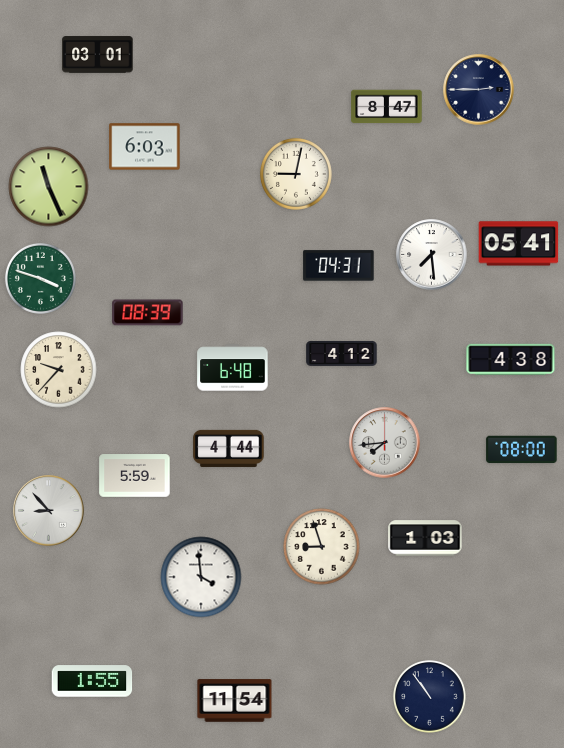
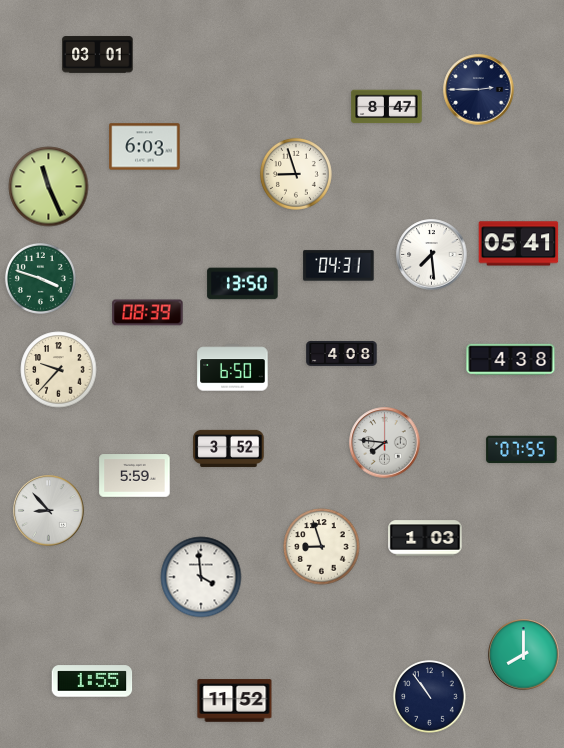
clock at (296, 174): 9:02 -> 8:57
clock at (243, 284): none -> 13:50
clock at (342, 353): 4:12 -> 4:08
clock at (233, 368): 6:48 -> 6:50
clock at (385, 443): 7:44 -> 7:46
clock at (229, 448): 4:44 -> 3:52
clock at (522, 450): 08:00 -> 07:55
clock at (524, 655): none -> 8:00
clock at (235, 701): 11:54 -> 11:52
